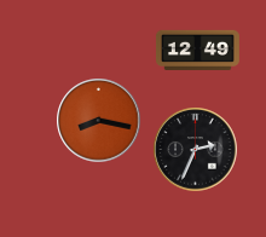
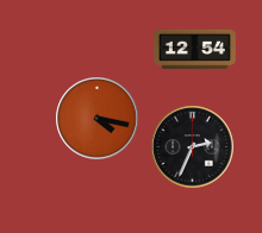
clock at (197, 50): 12:49 -> 12:54
clock at (99, 121): 8:17 -> 4:17
